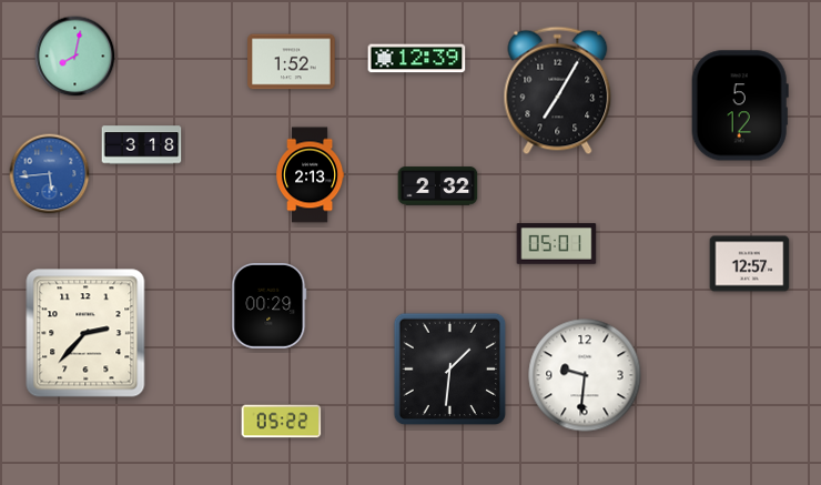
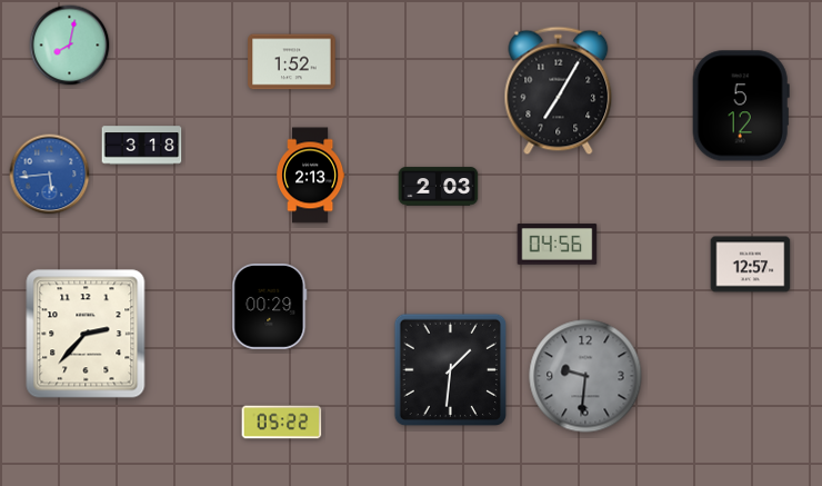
clock at (75, 57) position: (75, 57) -> (70, 46)
clock at (417, 59): 12:39 -> none
clock at (438, 186): 2:32 -> 2:03
clock at (557, 244): 05:01 -> 04:56
clock at (585, 375) dial: white -> grey
